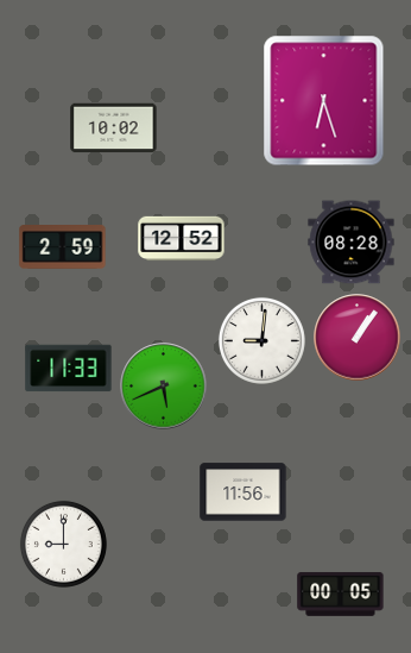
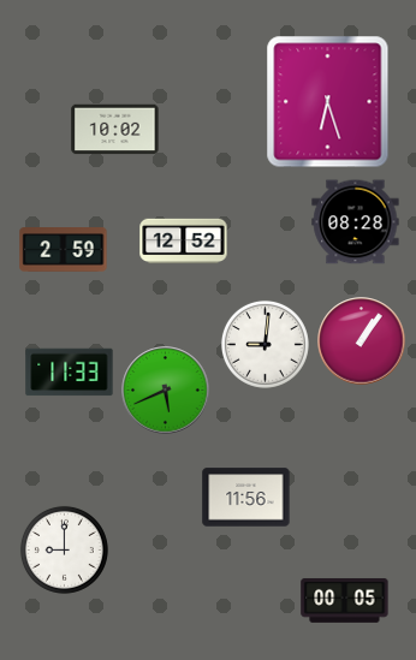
clock at (352, 243) position: (352, 243) -> (356, 222)
